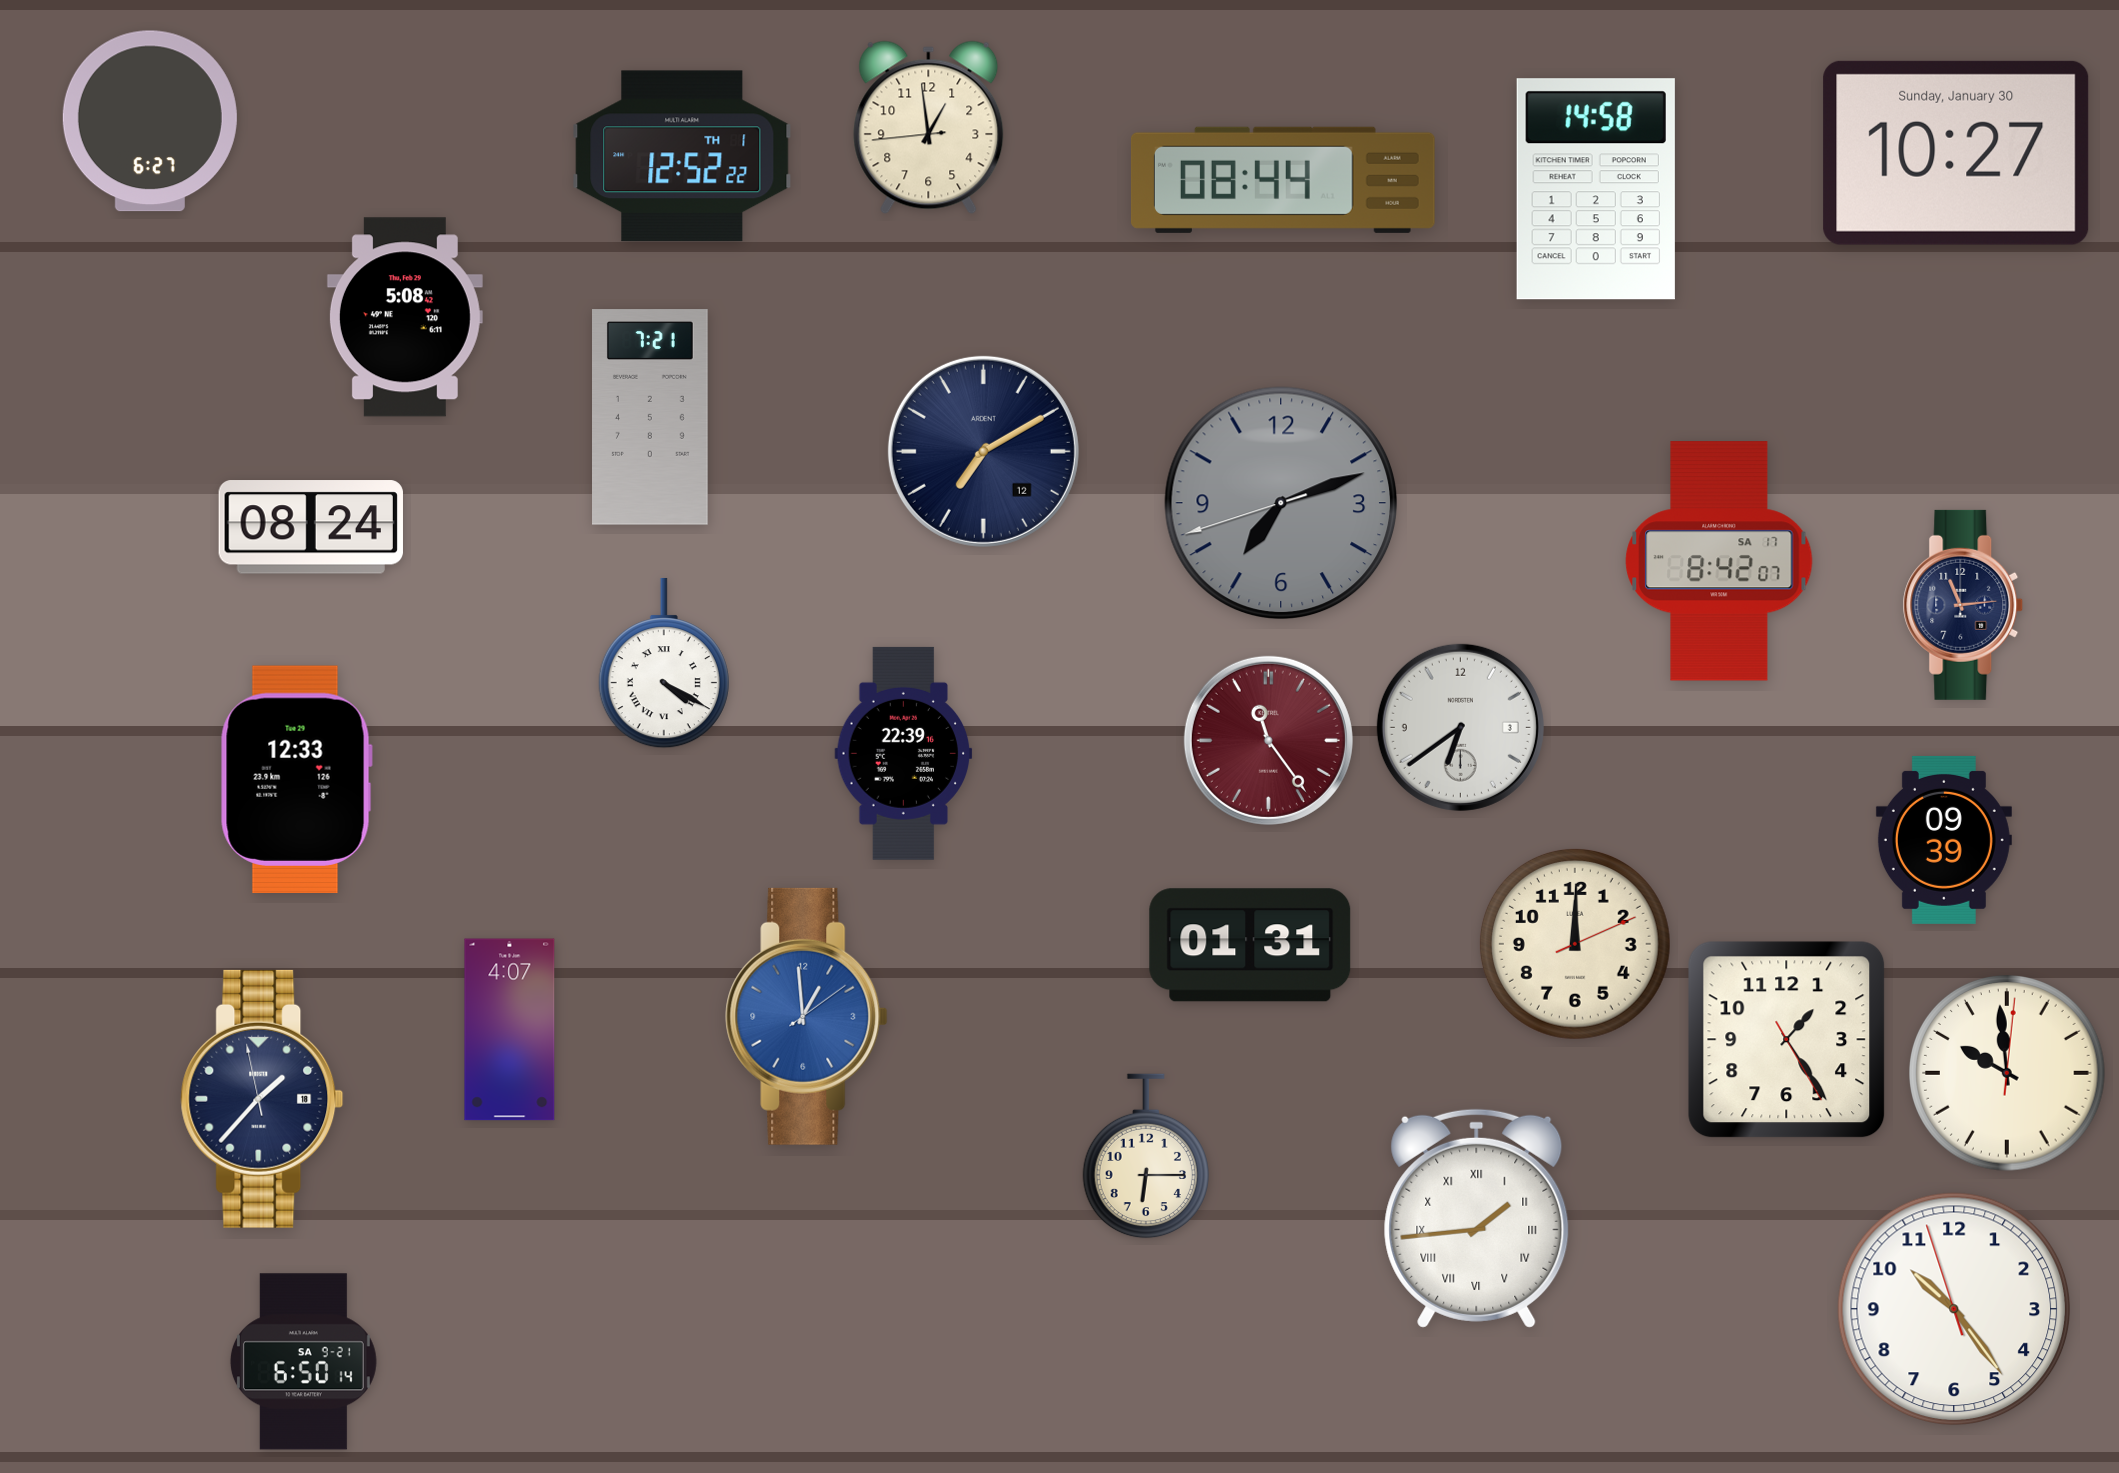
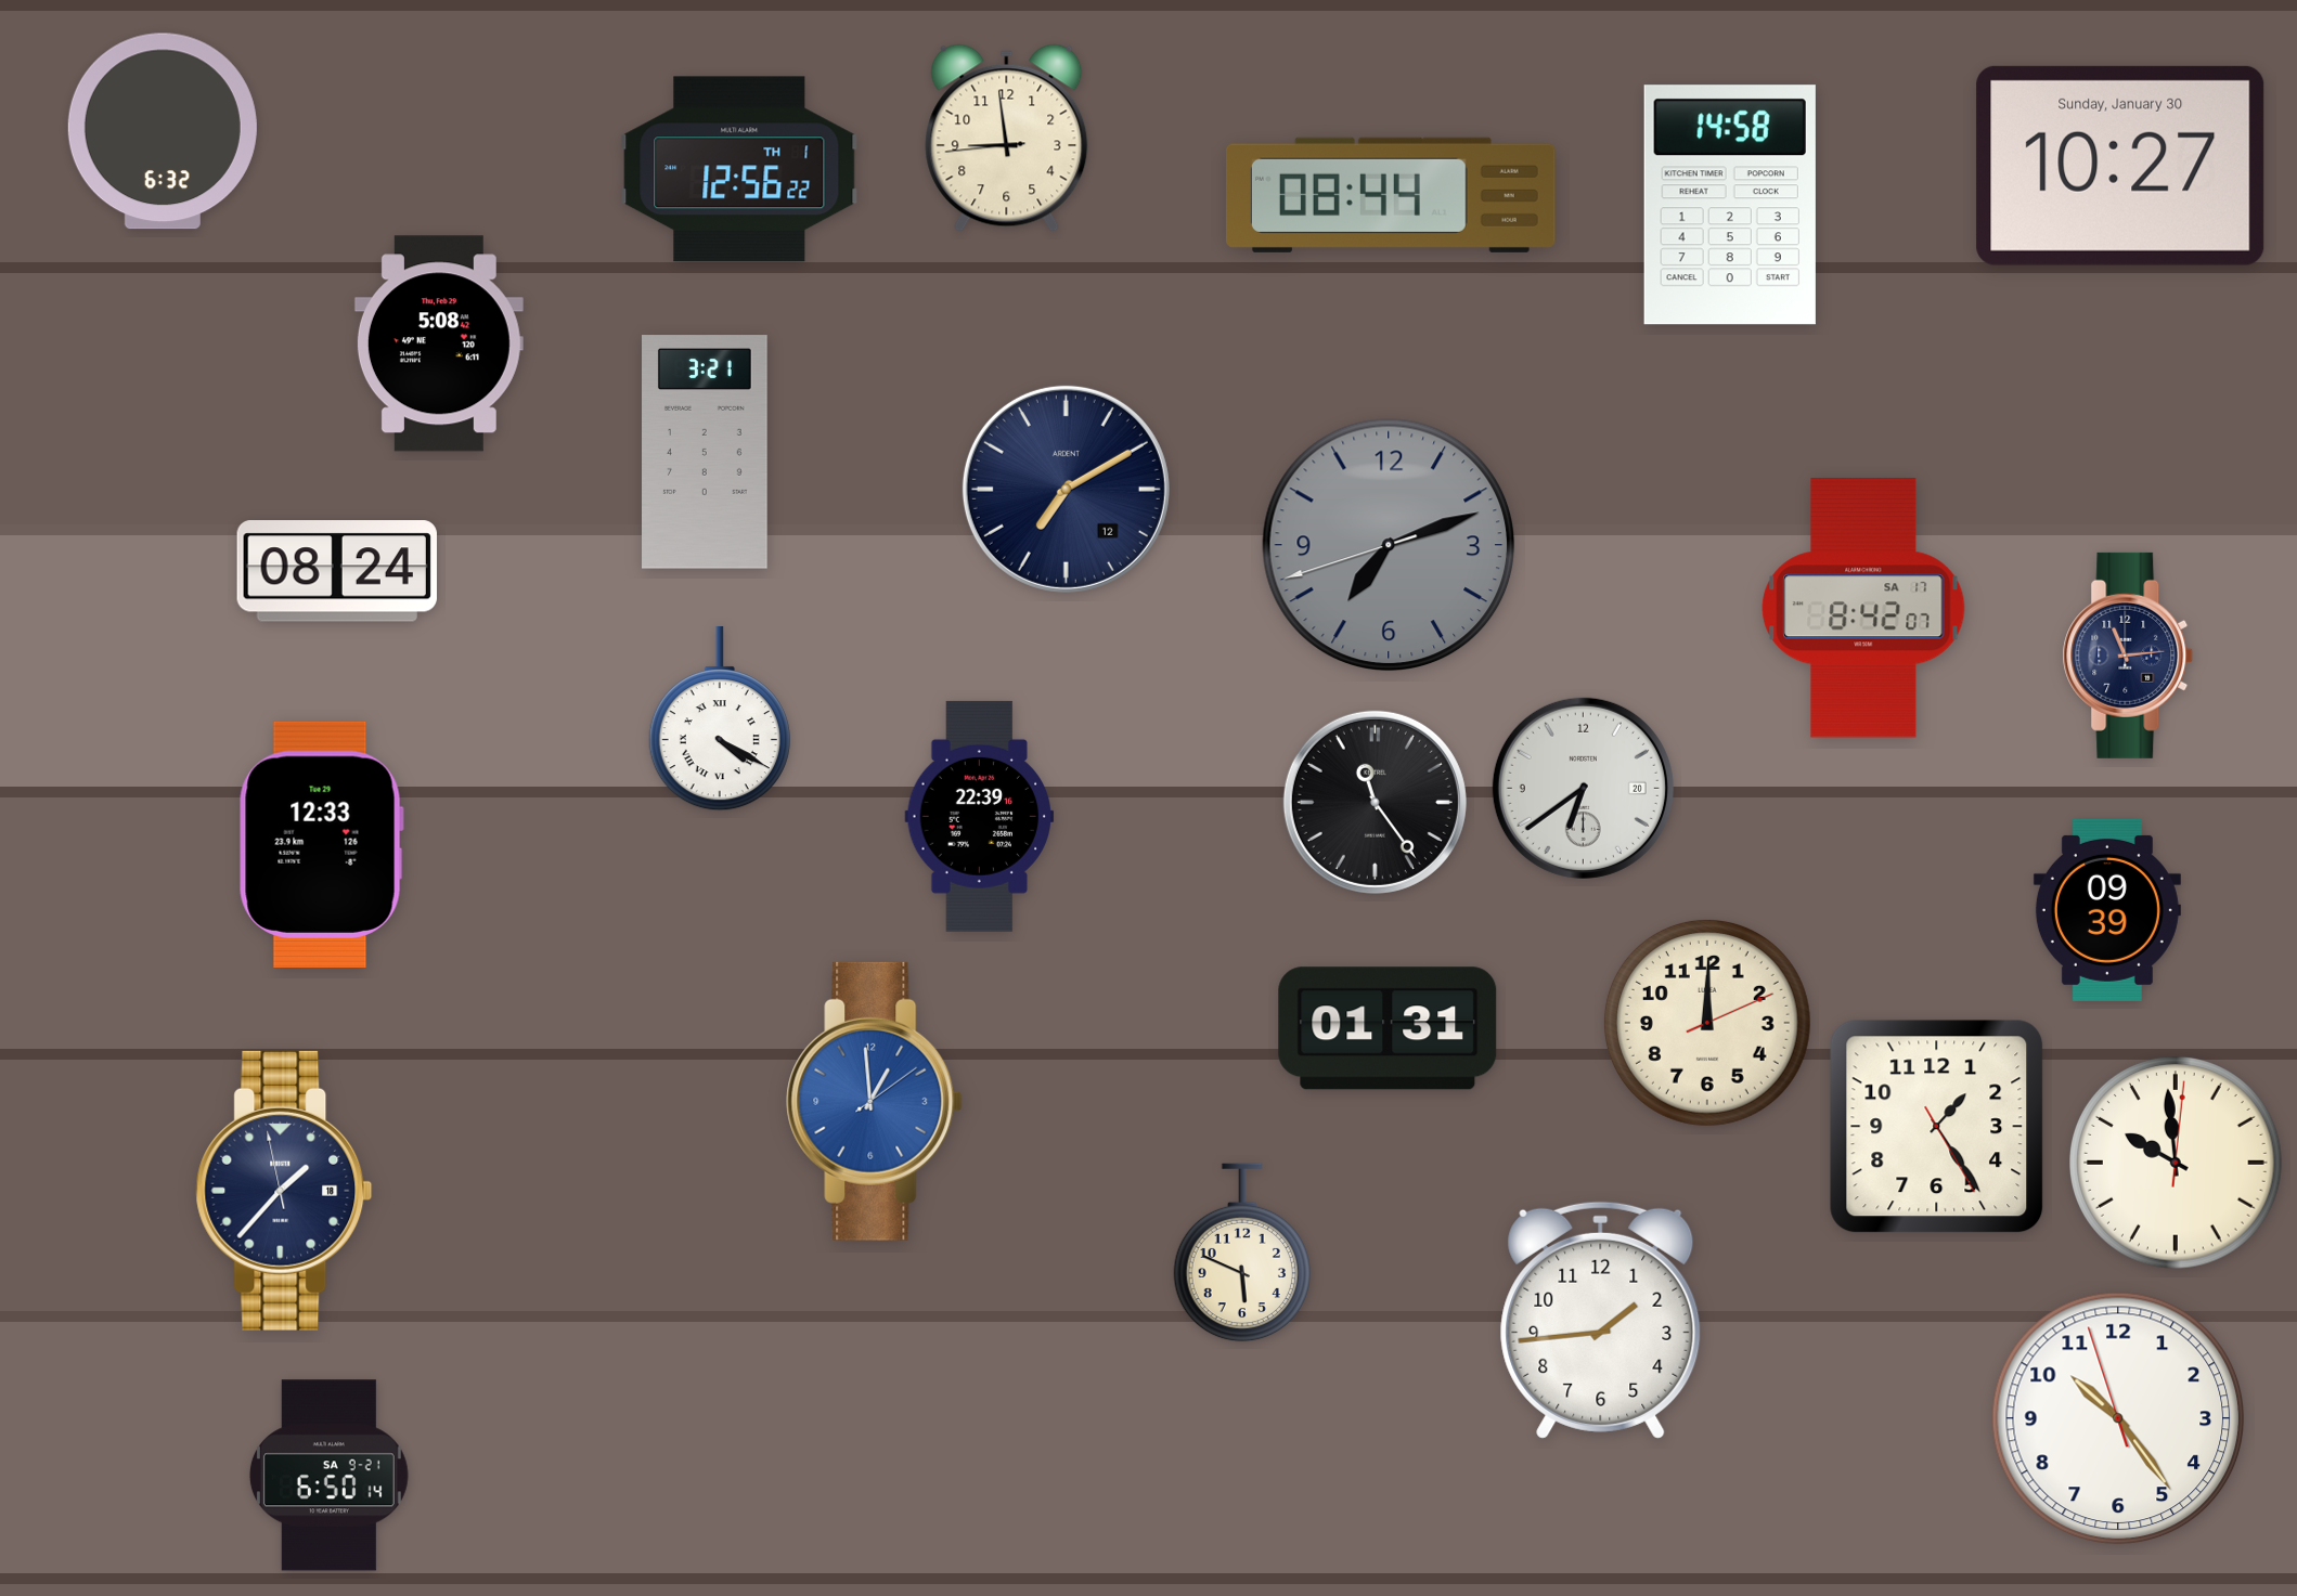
clock at (150, 121): 6:27 -> 6:32
clock at (929, 128): 12:58 -> 8:58
clock at (682, 156): 12:52 -> 12:56
clock at (651, 417): 7:21 -> 3:21
clock at (1460, 727) date: 3 -> 20
clock at (1268, 740) dial: burgundy -> black
clock at (1250, 945) position: (1250, 945) -> (1388, 1028)
clock at (510, 1030): 4:07 -> none
clock at (1146, 1156): 6:15 -> 5:49
clock at (1477, 1218) numerals: Roman -> Arabic
